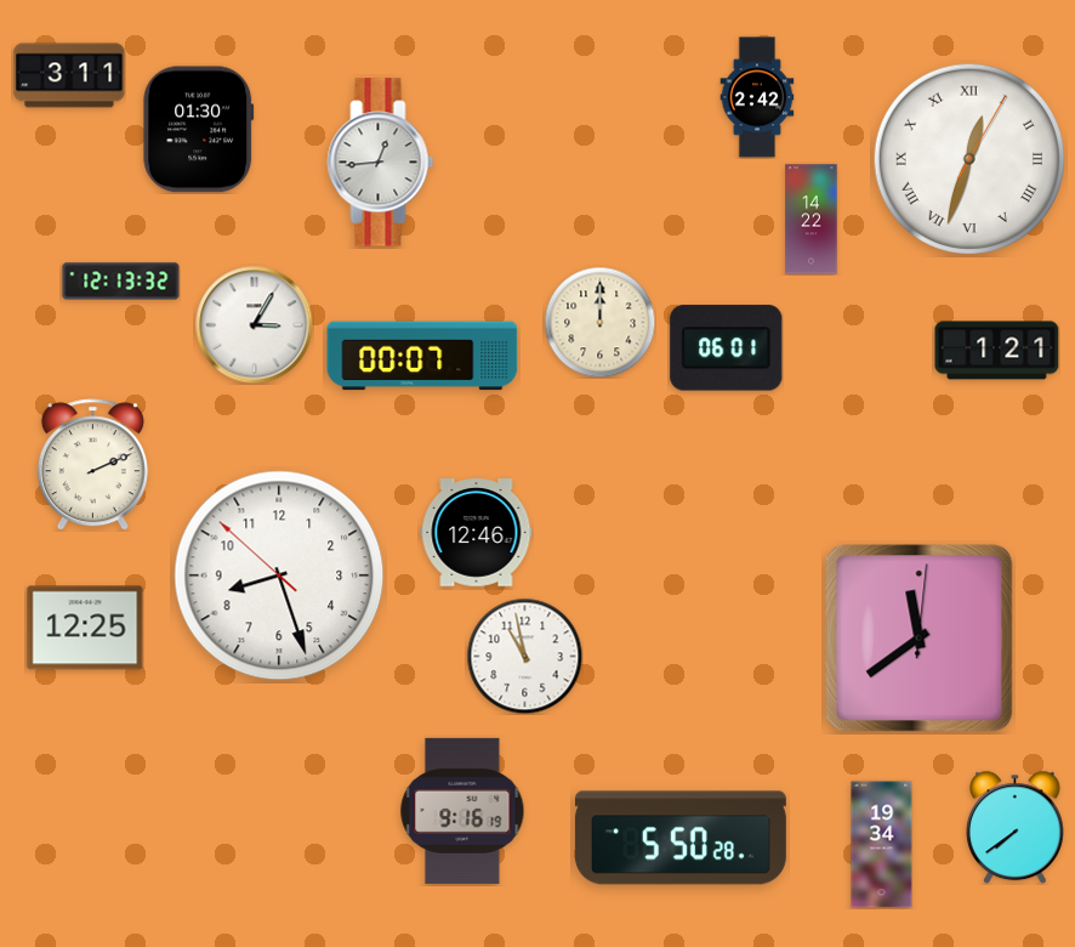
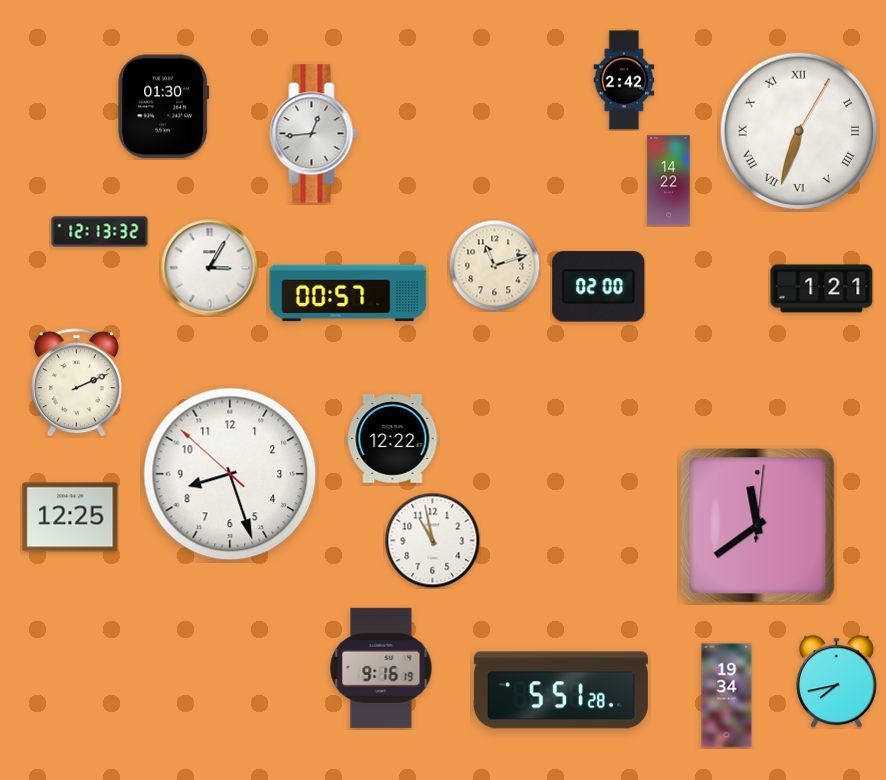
clock at (69, 75): 3:11 -> none
clock at (968, 158): 12:33 -> 6:33
clock at (599, 322): 12:00 -> 11:12
clock at (727, 348): 06:01 -> 02:00
clock at (422, 356): 00:07 -> 00:57
clock at (477, 533): 12:46 -> 12:22
clock at (1014, 827): 7:39 -> 7:43
clock at (681, 838): 5:50 -> 5:51
